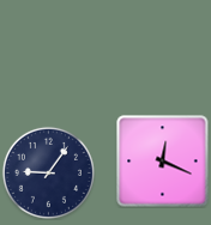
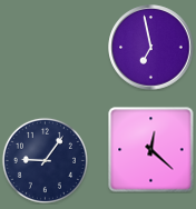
clock at (151, 48): none -> 6:58
clock at (163, 162): 12:19 -> 12:22
